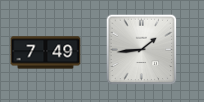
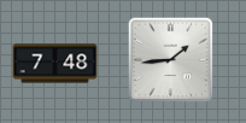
clock at (46, 53): 7:49 -> 7:48
